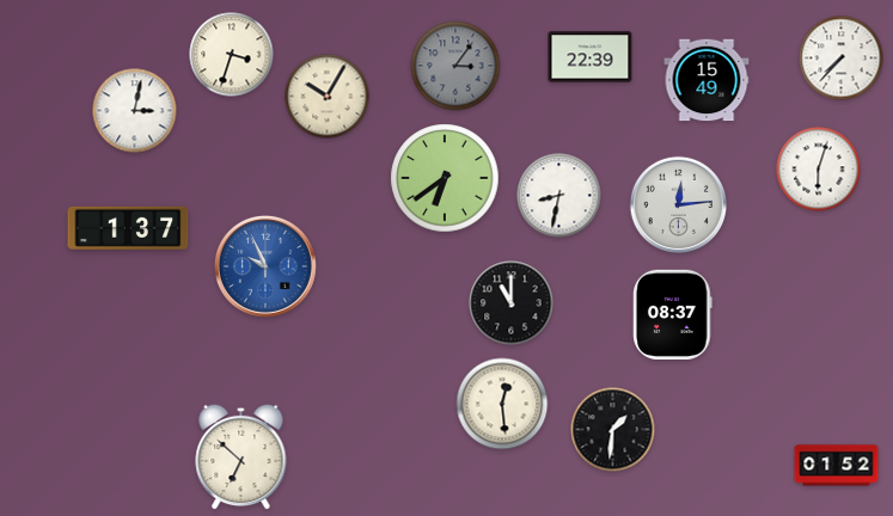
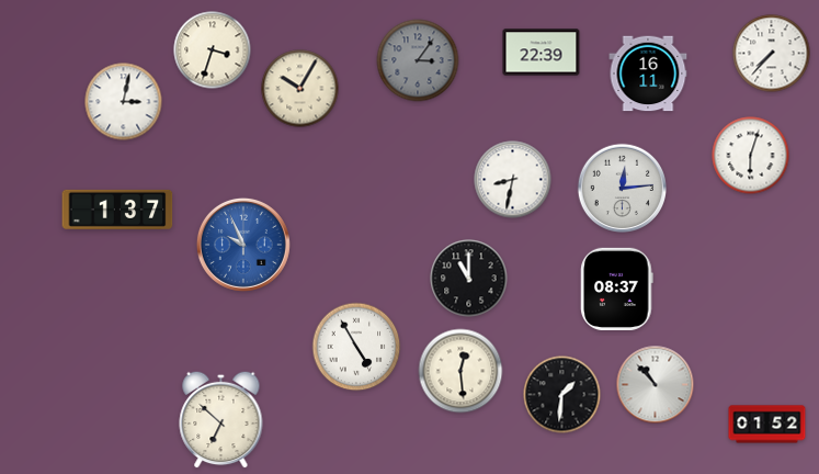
clock at (707, 80): 15:49 -> 16:11
clock at (445, 178): 6:39 -> none
clock at (356, 347): none -> 4:55
clock at (656, 385): none -> 10:53
clock at (837, 466) position: (837, 466) -> (767, 425)
